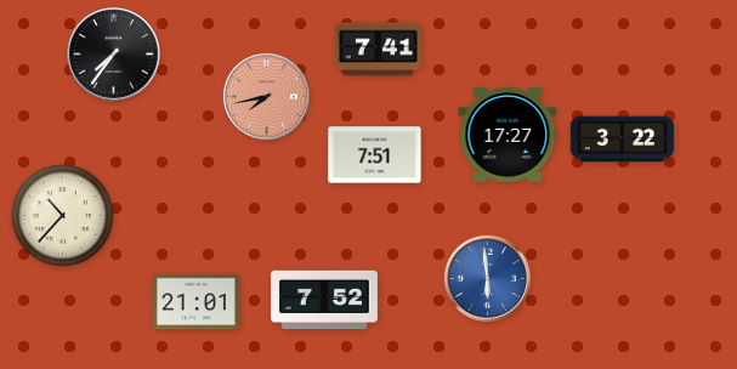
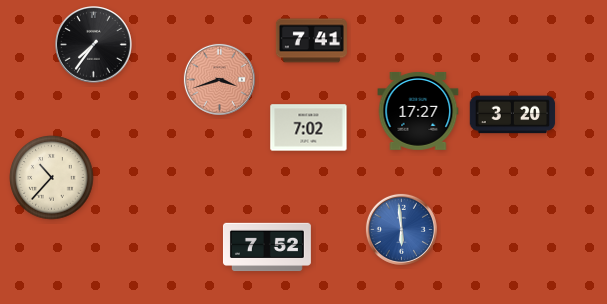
clock at (266, 96): 7:43 -> 3:42
clock at (623, 140): 3:22 -> 3:20
clock at (375, 155): 7:51 -> 7:02
clock at (195, 302): 21:01 -> none
